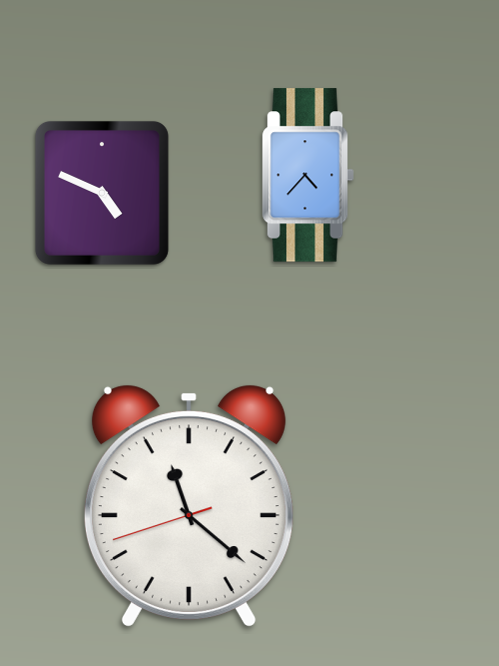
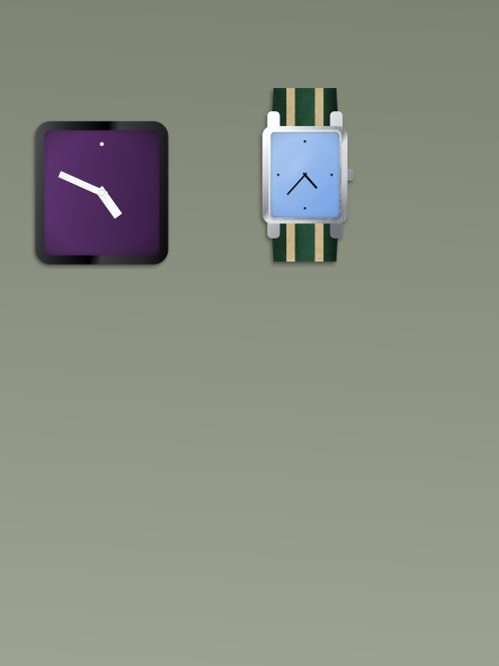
clock at (189, 506): 11:21 -> none
